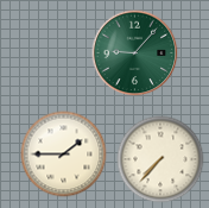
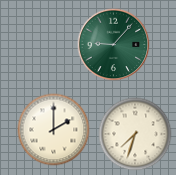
clock at (64, 155): 1:45 -> 2:00
clock at (160, 159): 7:37 -> 7:33
